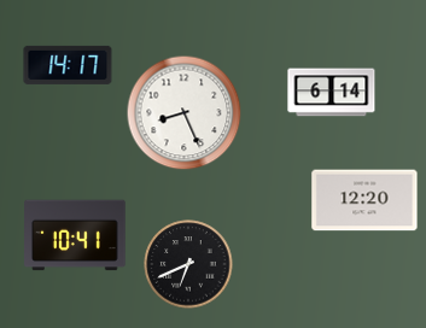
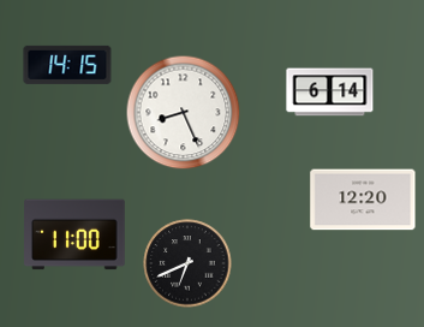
clock at (68, 65): 14:17 -> 14:15
clock at (76, 235): 10:41 -> 11:00
